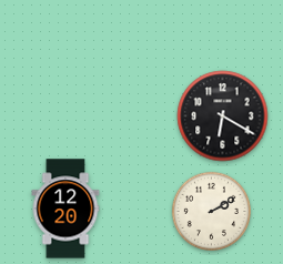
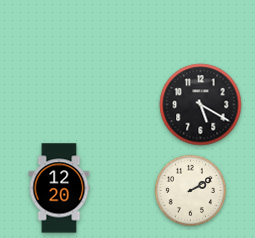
clock at (223, 116): 6:20 -> 5:20
